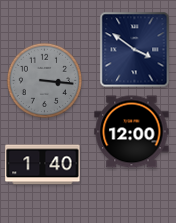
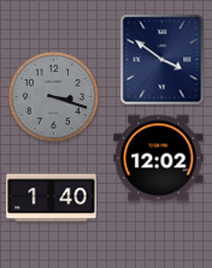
clock at (44, 80): 3:16 -> 3:18
clock at (132, 132): 12:00 -> 12:02
